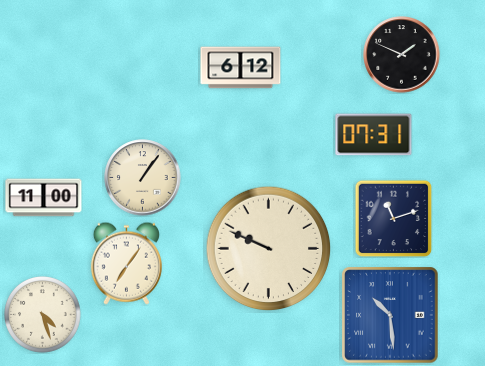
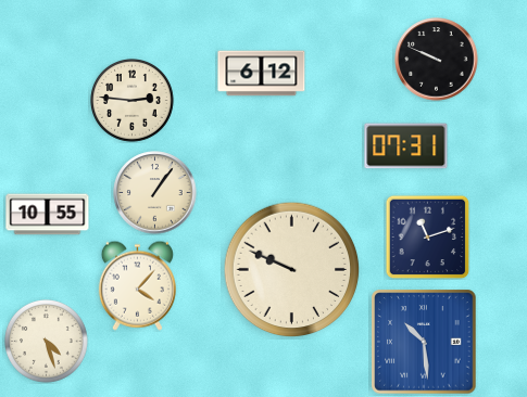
clock at (402, 55): 1:49 -> 9:49
clock at (133, 101): none -> 2:46
clock at (44, 198): 11:00 -> 10:55
clock at (126, 263): 7:06 -> 4:07
